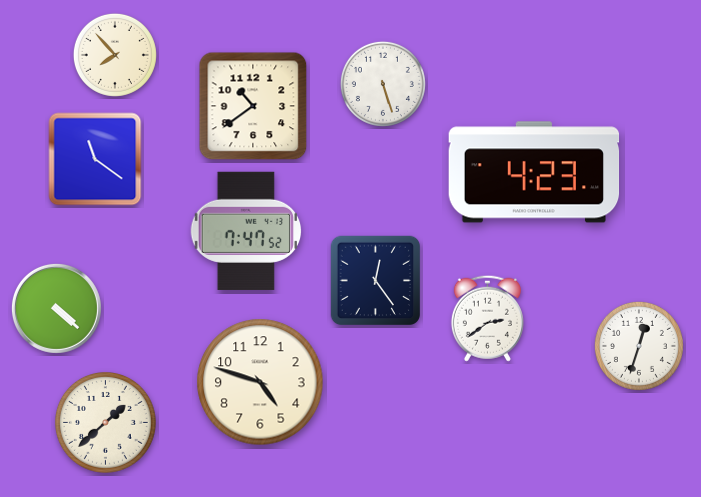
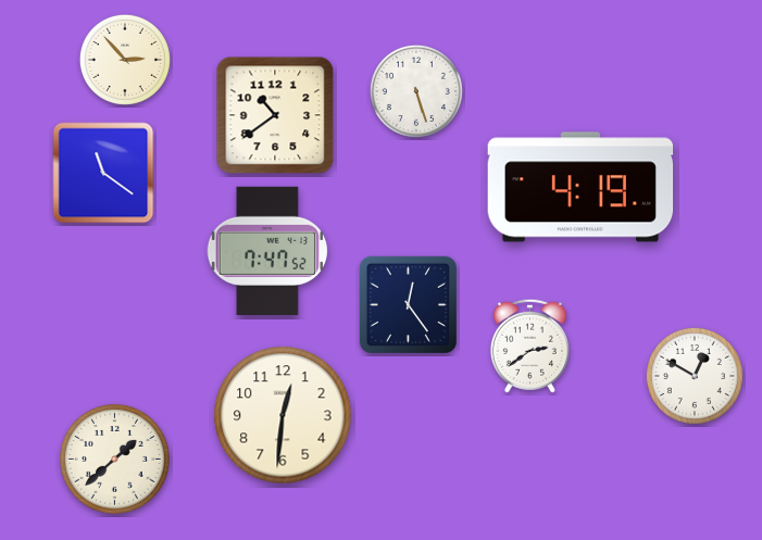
clock at (115, 55): 7:53 -> 2:53
clock at (534, 172): 4:23 -> 4:19
clock at (56, 308): 4:22 -> none
clock at (639, 346): 12:33 -> 12:50
clock at (260, 382): 4:48 -> 12:31
